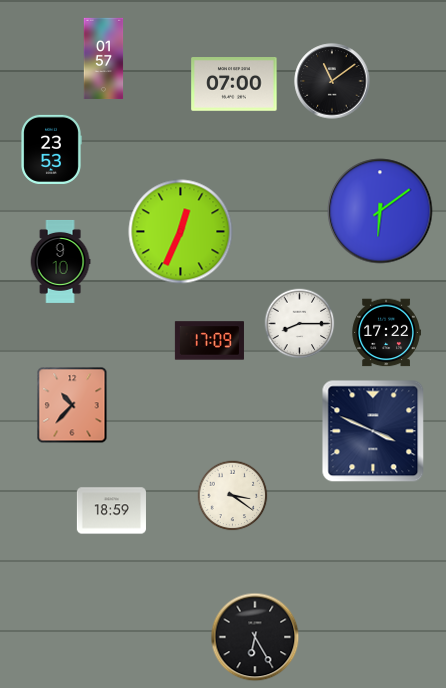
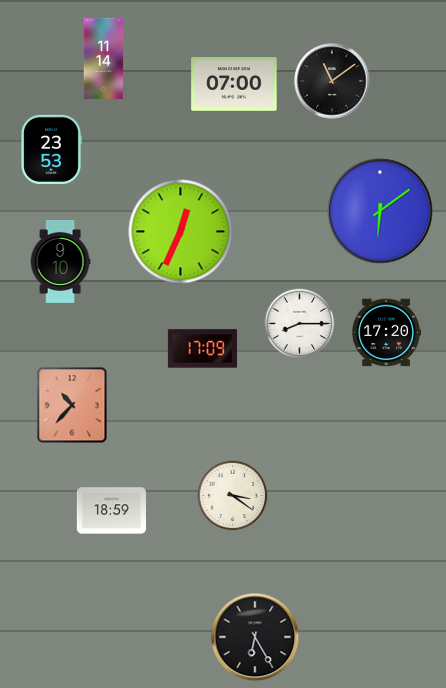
clock at (104, 59): 01:57 -> 11:14
clock at (386, 333): 17:22 -> 17:20
clock at (209, 341) position: (209, 341) -> (202, 349)
clock at (373, 431): 3:49 -> none
